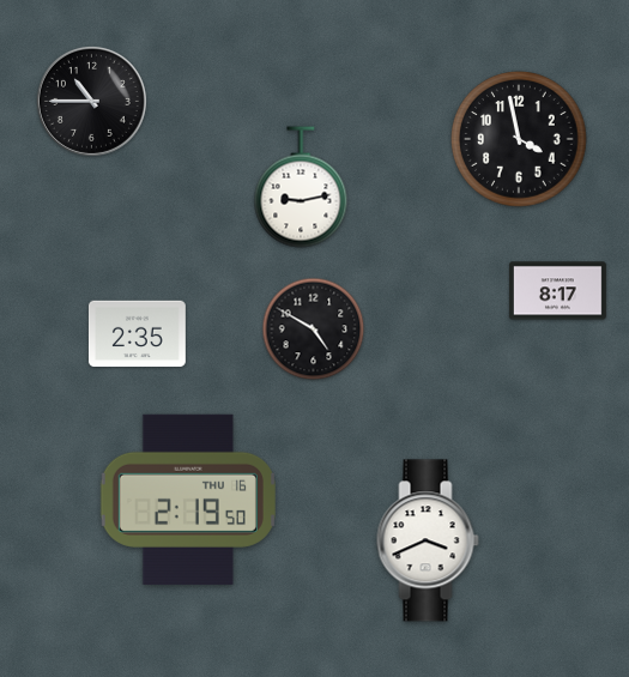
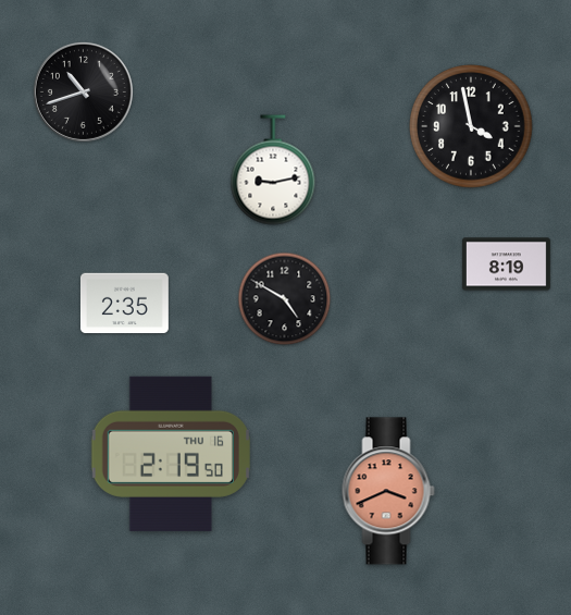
clock at (91, 101): 10:45 -> 10:42
clock at (557, 291): 8:17 -> 8:19
clock at (428, 540) dial: white -> salmon
